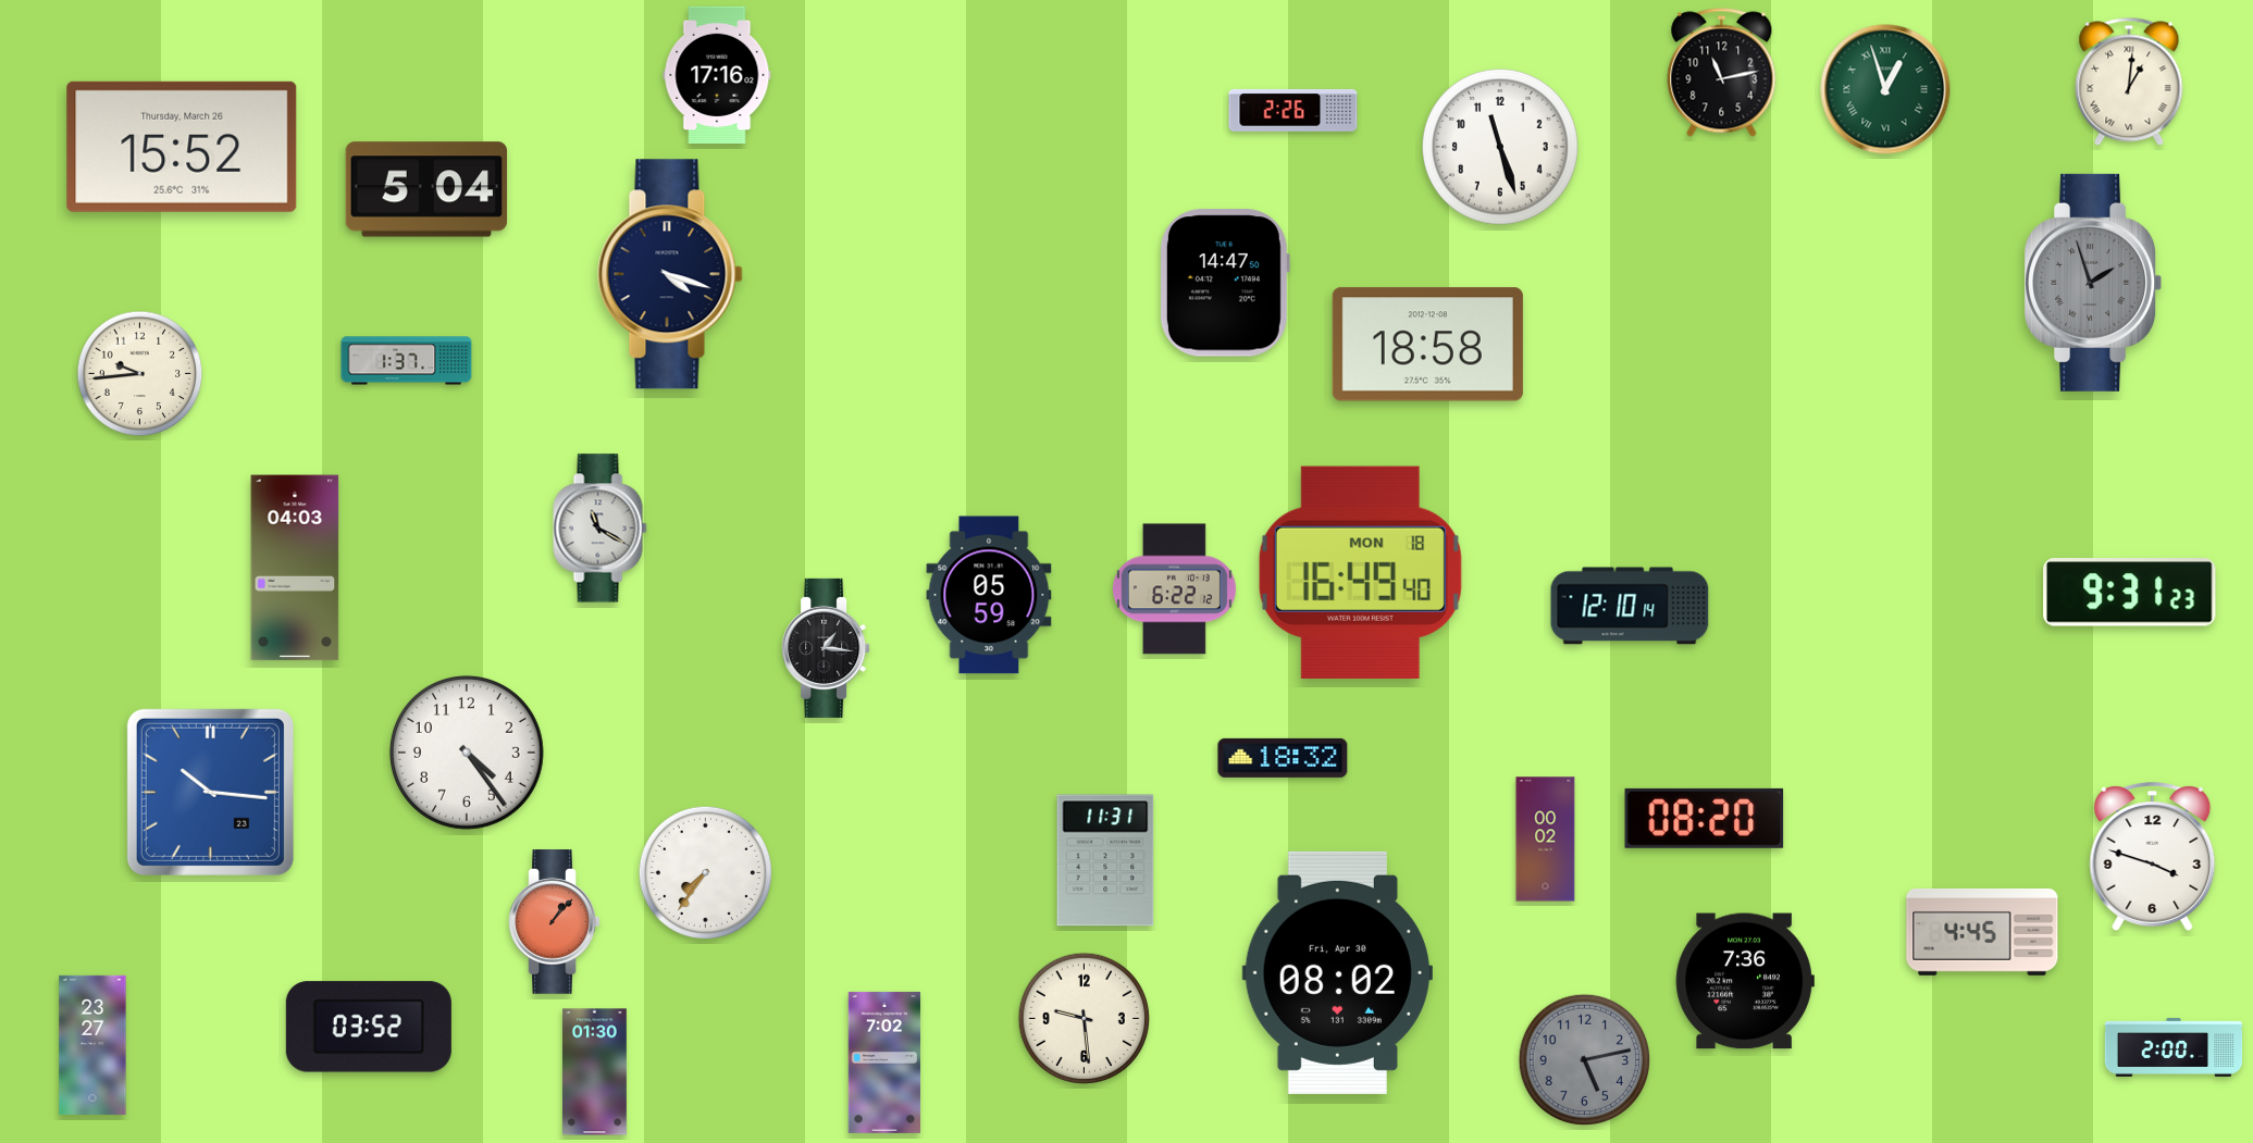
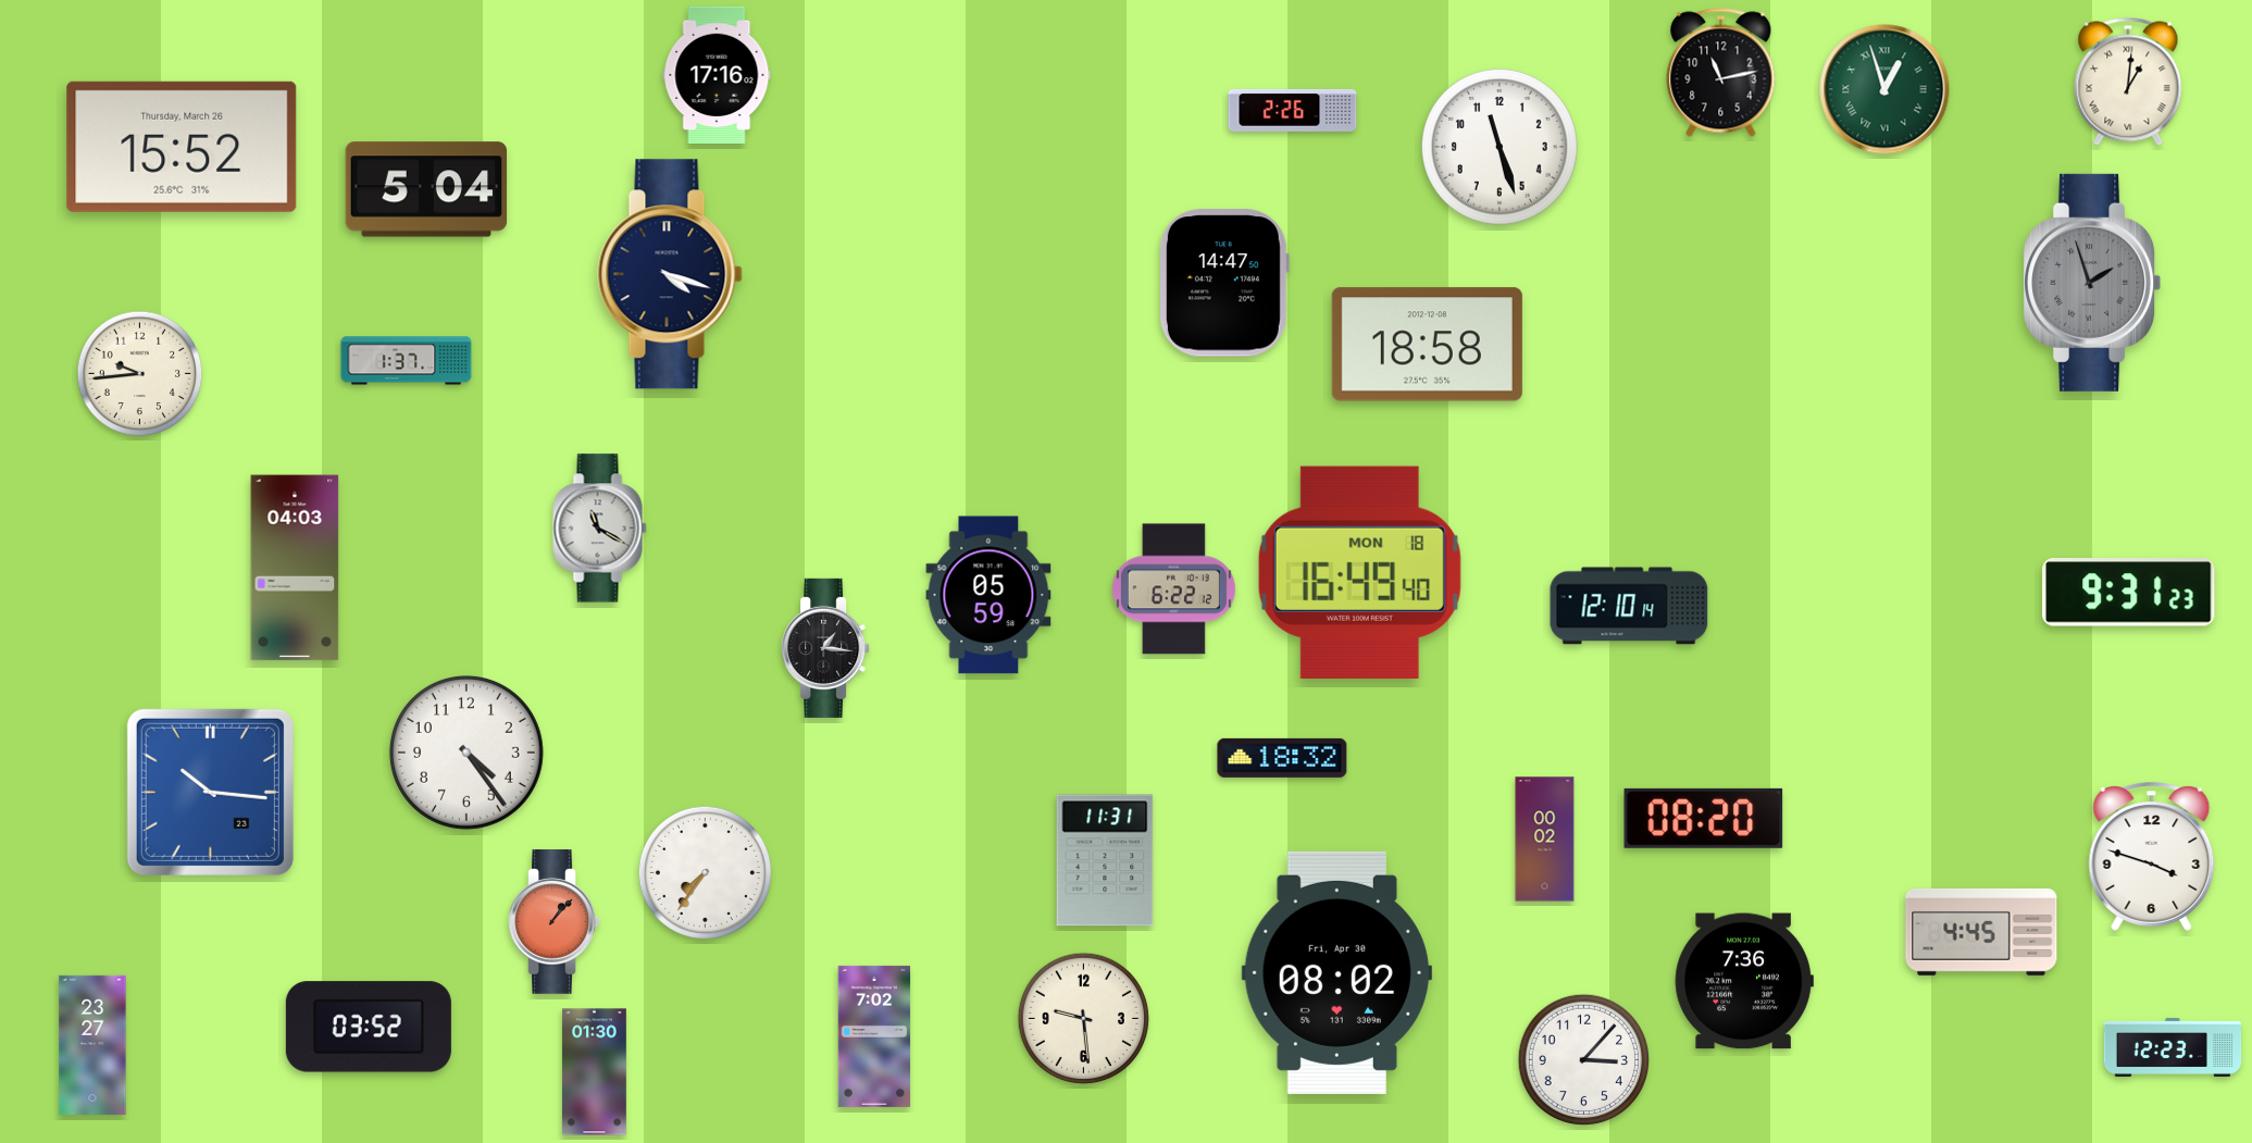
clock at (2174, 1047): 2:00 -> 12:23
clock at (1584, 1059): 5:13 -> 3:07
clock at (1584, 1059) dial: grey -> white
clock at (884, 1063) position: (884, 1063) -> (874, 1036)
